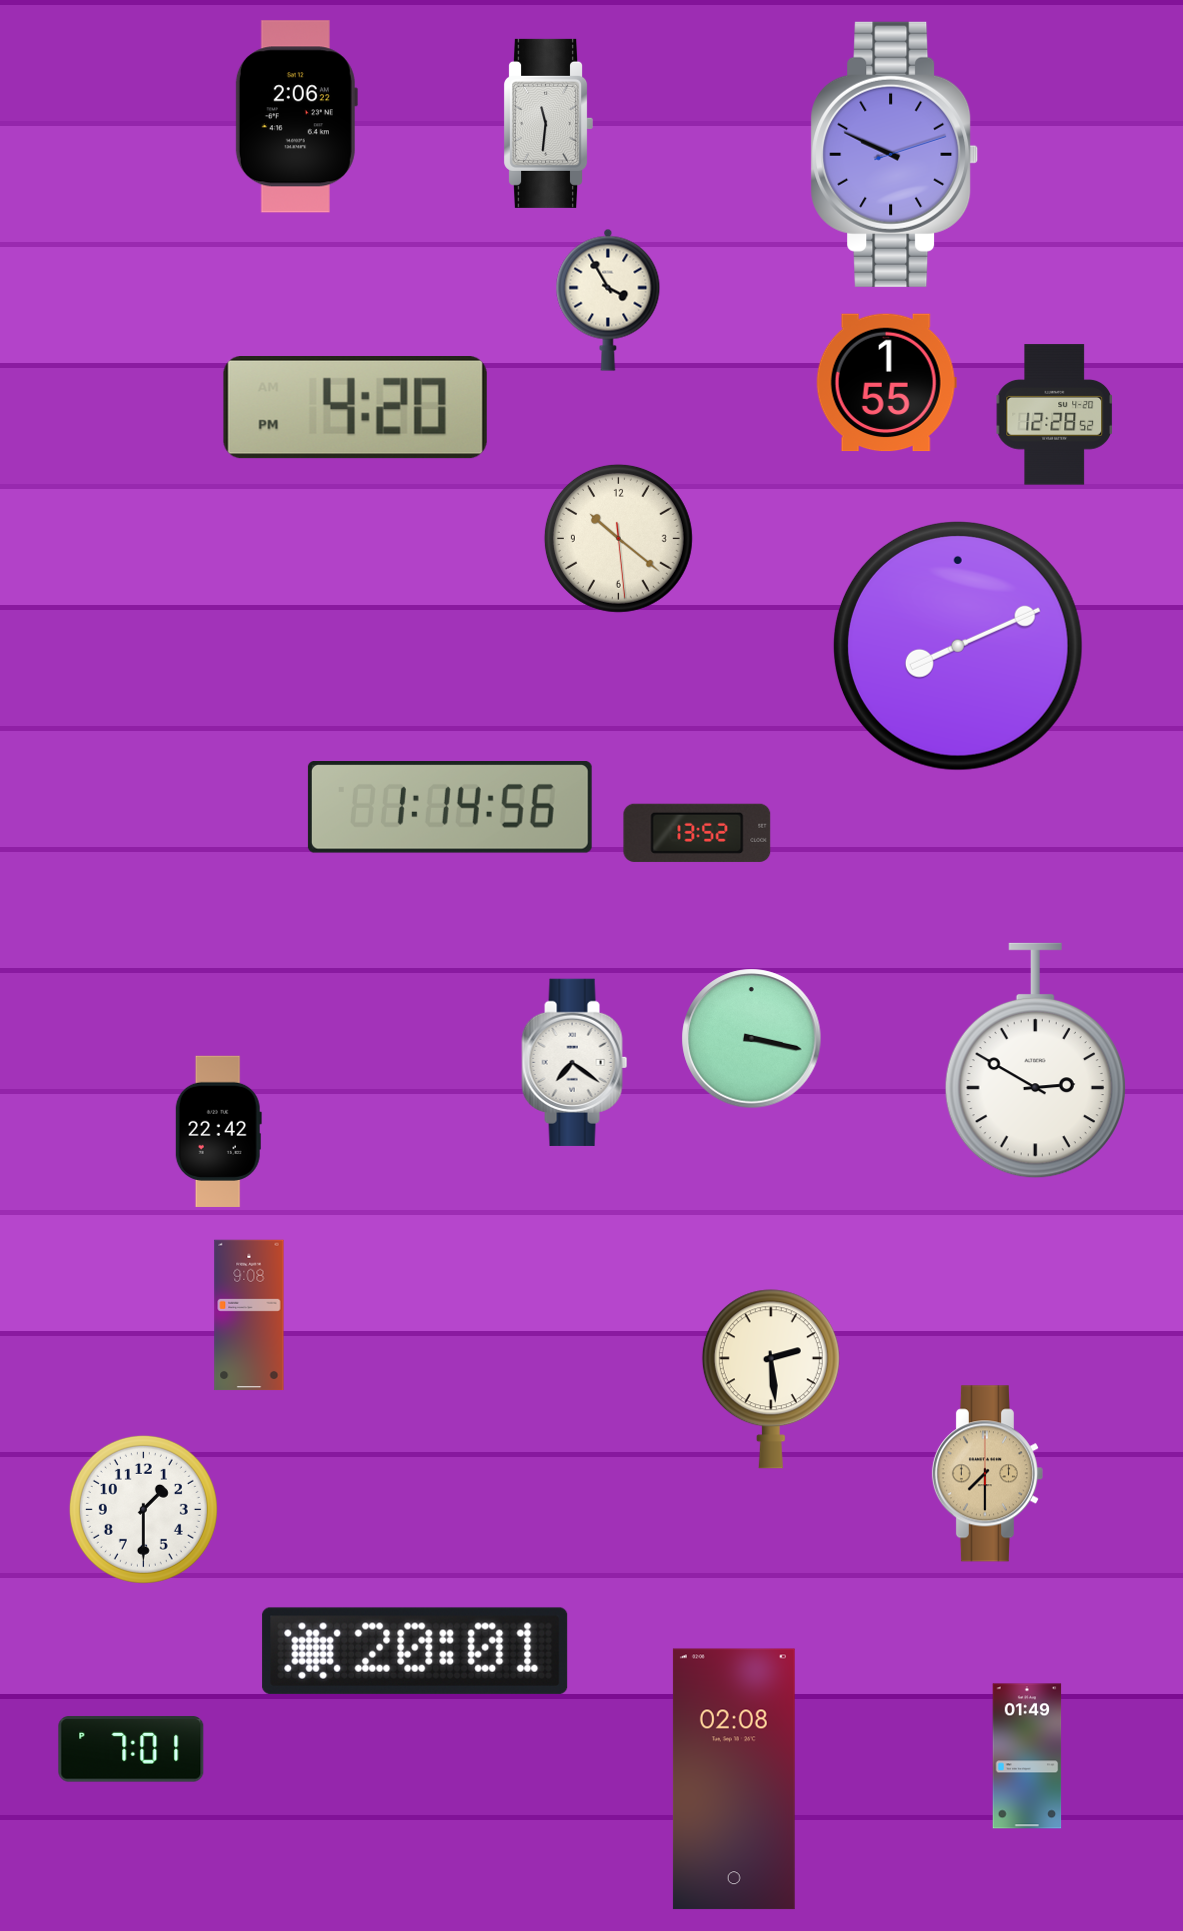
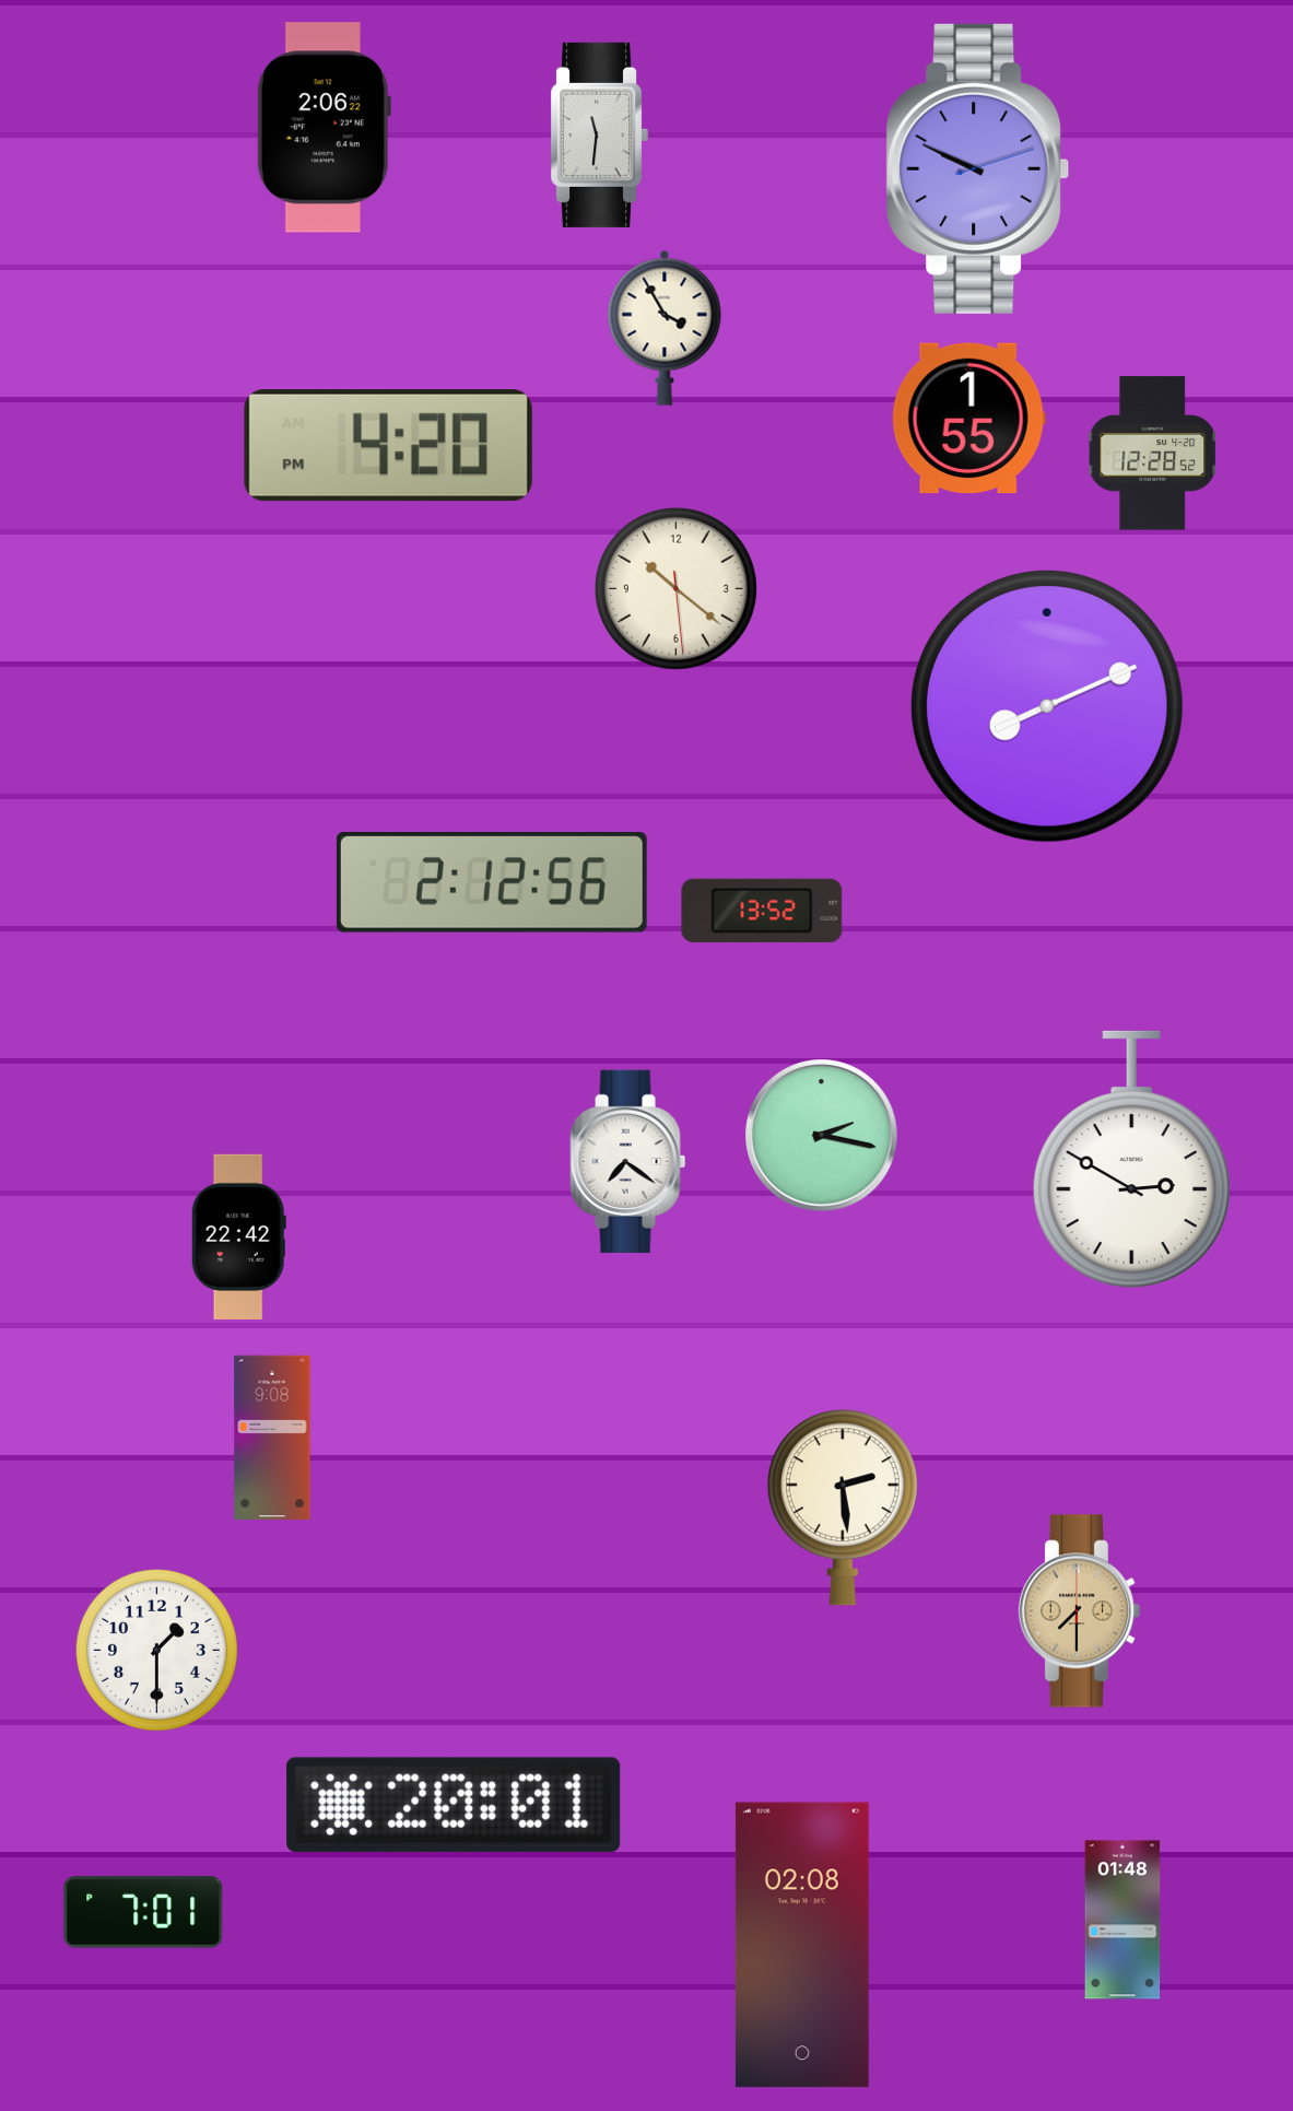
clock at (450, 808): 1:14 -> 2:12
clock at (752, 1039): 3:17 -> 2:17
clock at (1027, 1756): 01:49 -> 01:48
